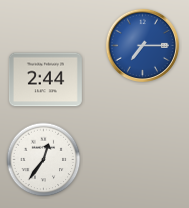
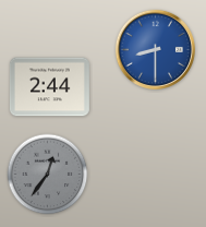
clock at (142, 45): 7:15 -> 8:30
clock at (44, 160) dial: white -> grey
